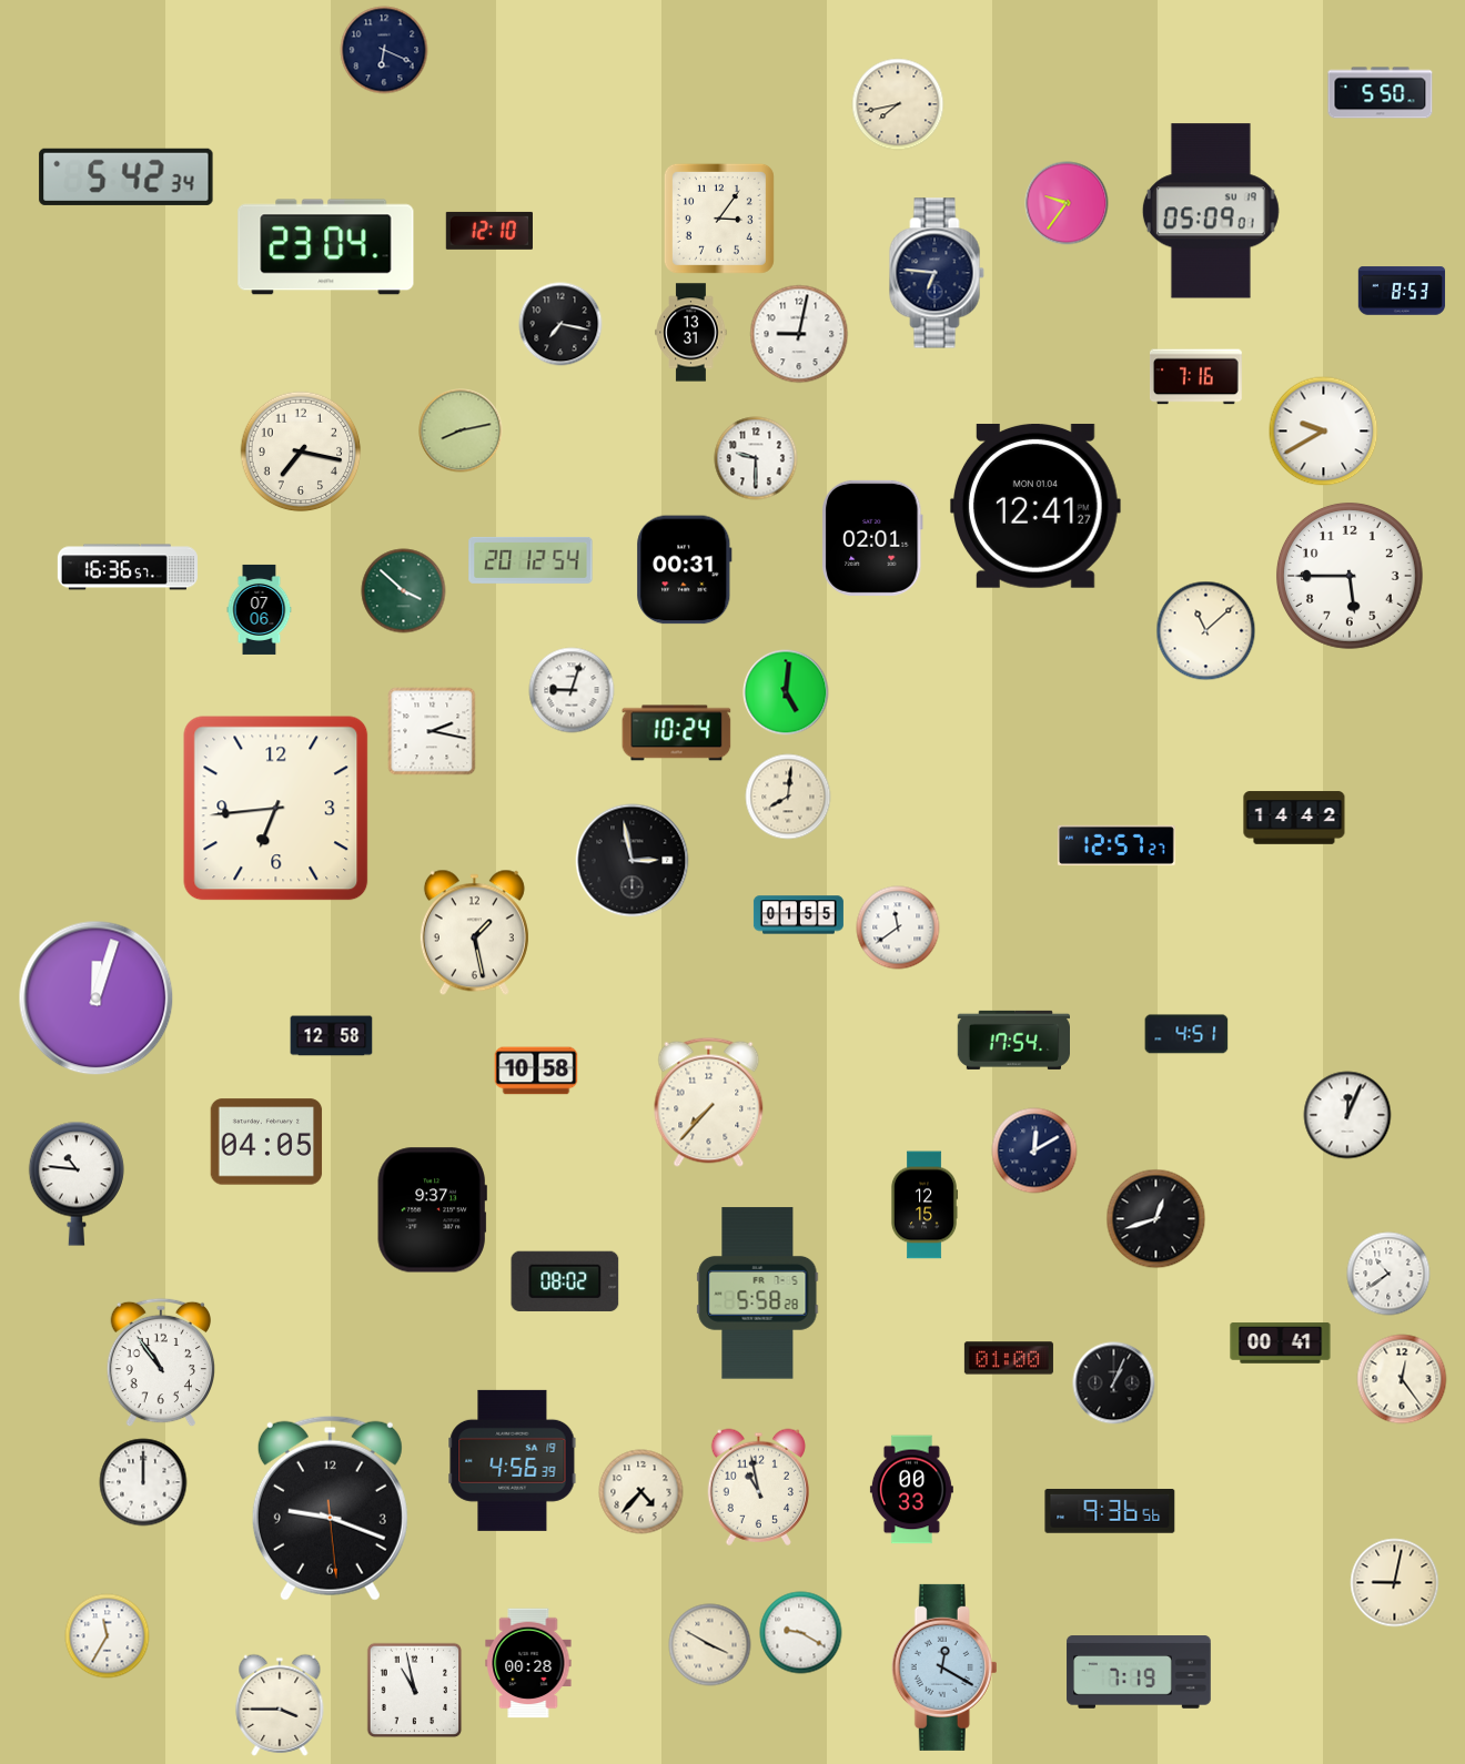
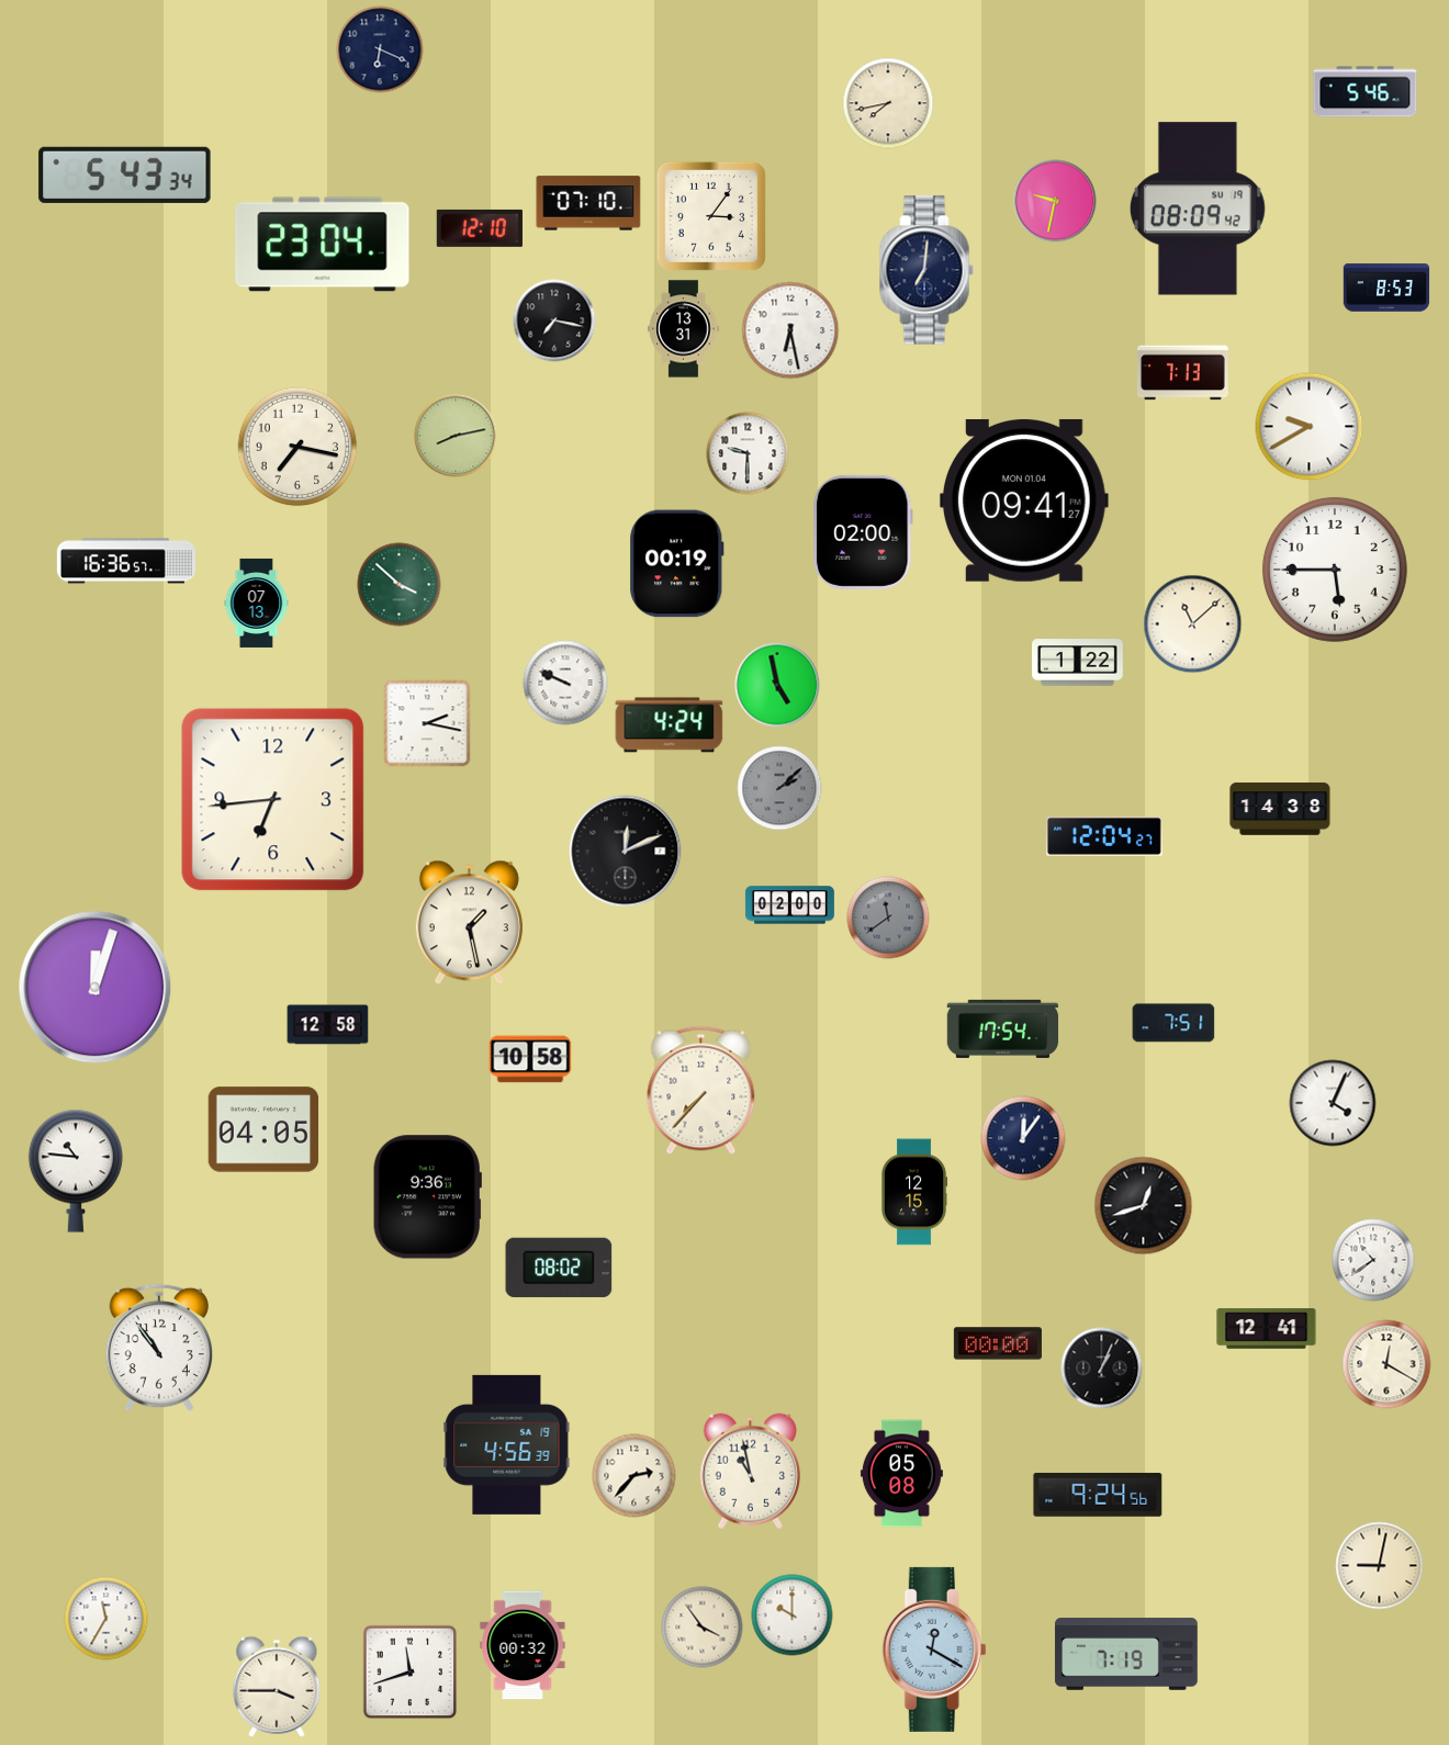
clock at (1381, 93): 5:50 -> 5:46
clock at (127, 176): 5:42 -> 5:43
clock at (1067, 203): 9:36 -> 9:32
clock at (588, 203): none -> 07:10
clock at (1211, 211): 05:09 -> 08:09
clock at (488, 231) position: (488, 231) -> (479, 228)
clock at (937, 273): 6:46 -> 7:01
clock at (799, 334): 9:02 -> 6:28
clock at (1196, 377): 7:16 -> 7:13
clock at (461, 430) position: (461, 430) -> (456, 436)
clock at (1035, 506): 12:41 -> 09:41
clock at (873, 538): 02:01 -> 02:00
clock at (531, 560): 20:12 -> none
clock at (685, 570): 00:31 -> 00:19
clock at (260, 609): 07:06 -> 07:13
clock at (1078, 663): none -> 1:22
clock at (572, 690): 9:03 -> 9:49
clock at (786, 692): 5:01 -> 4:58
clock at (677, 733): 10:24 -> 4:24
clock at (788, 797): 8:01 -> 2:08
clock at (788, 797) dial: cream -> grey
clock at (1294, 818): 14:42 -> 14:38
clock at (1117, 845): 12:57 -> 12:04
clock at (633, 861): 2:58 -> 12:11
clock at (798, 915): 01:55 -> 02:00
clock at (898, 927) dial: white -> grey
clock at (1186, 1034): 4:51 -> 7:51
clock at (1347, 1115): 12:04 -> 4:04
clock at (1034, 1150): 12:10 -> 12:06
clock at (432, 1210): 9:37 -> 9:36
clock at (758, 1294): 5:58 -> none
clock at (1281, 1344): 00:41 -> 12:41
clock at (1009, 1358): 01:00 -> 00:00
clock at (1402, 1379): 12:24 -> 12:20
clock at (143, 1482): 12:00 -> none
clock at (911, 1490): 00:33 -> 05:08
clock at (641, 1492): 4:37 -> 2:37
clock at (330, 1508): 9:18 -> none
clock at (1110, 1511): 9:36 -> 9:24
clock at (801, 1633): 9:20 -> 10:00
clock at (710, 1645): 3:50 -> 3:54
clock at (528, 1663): 00:28 -> 00:32
clock at (415, 1691): 10:58 -> 11:42
